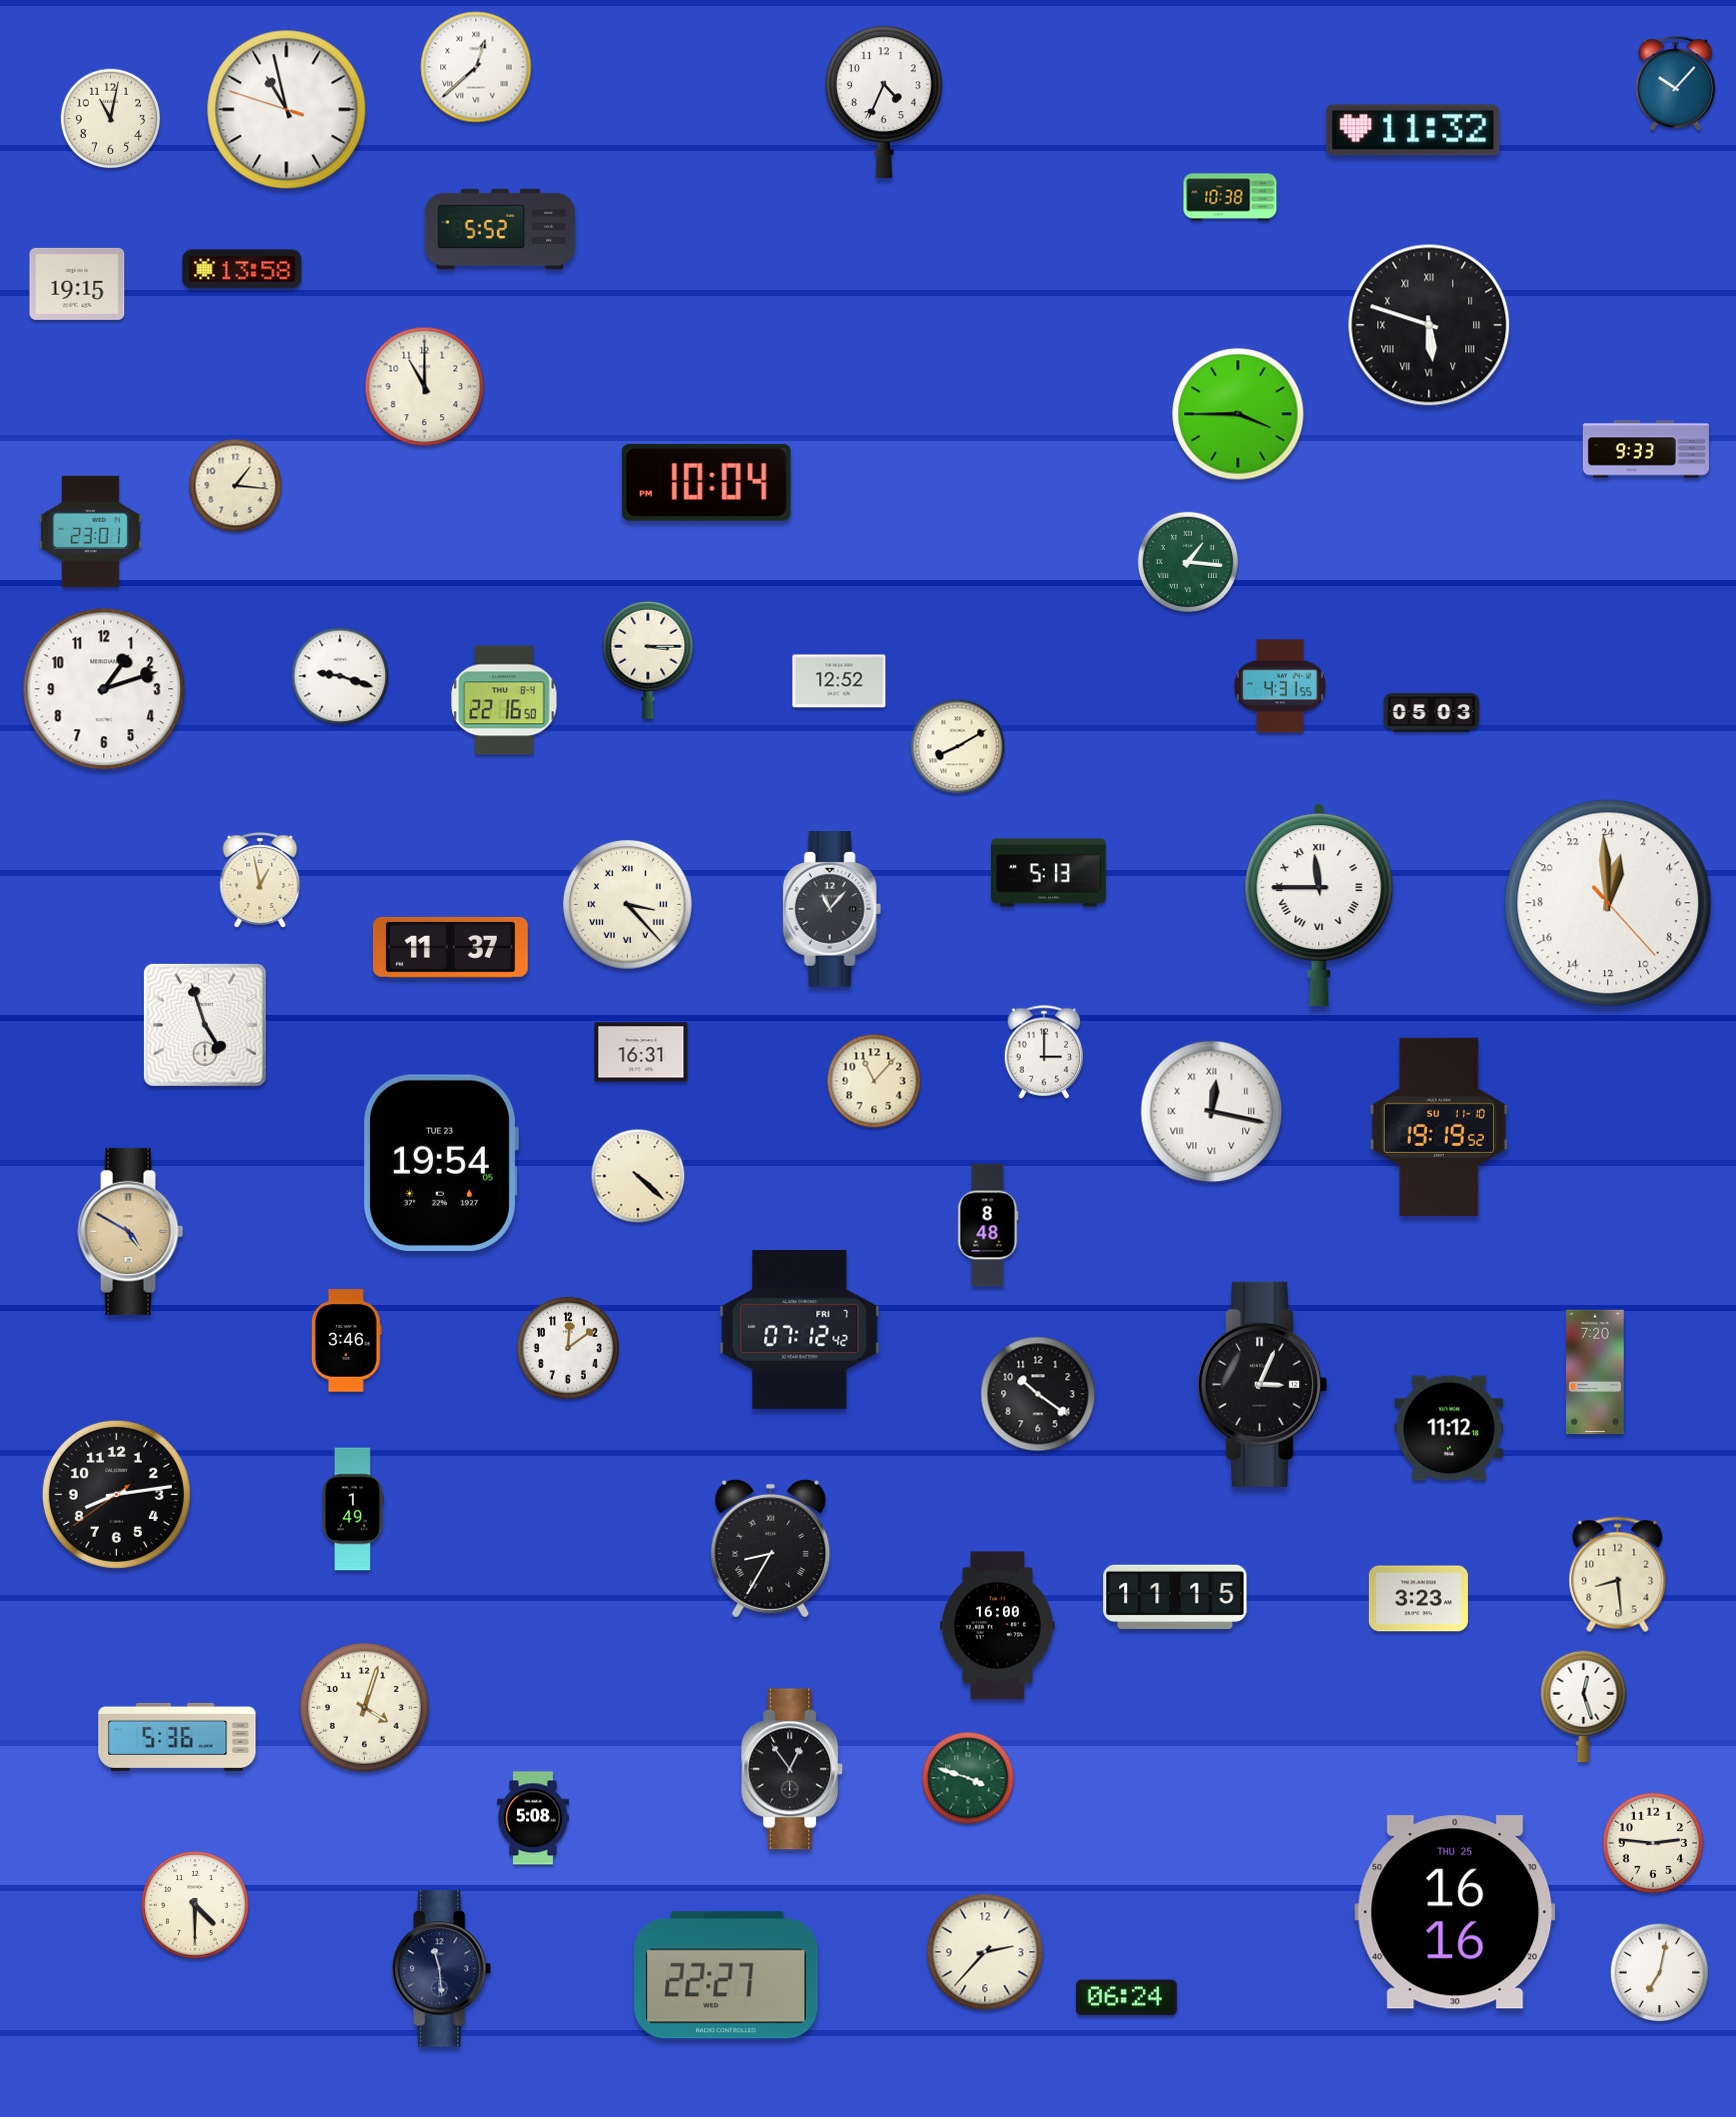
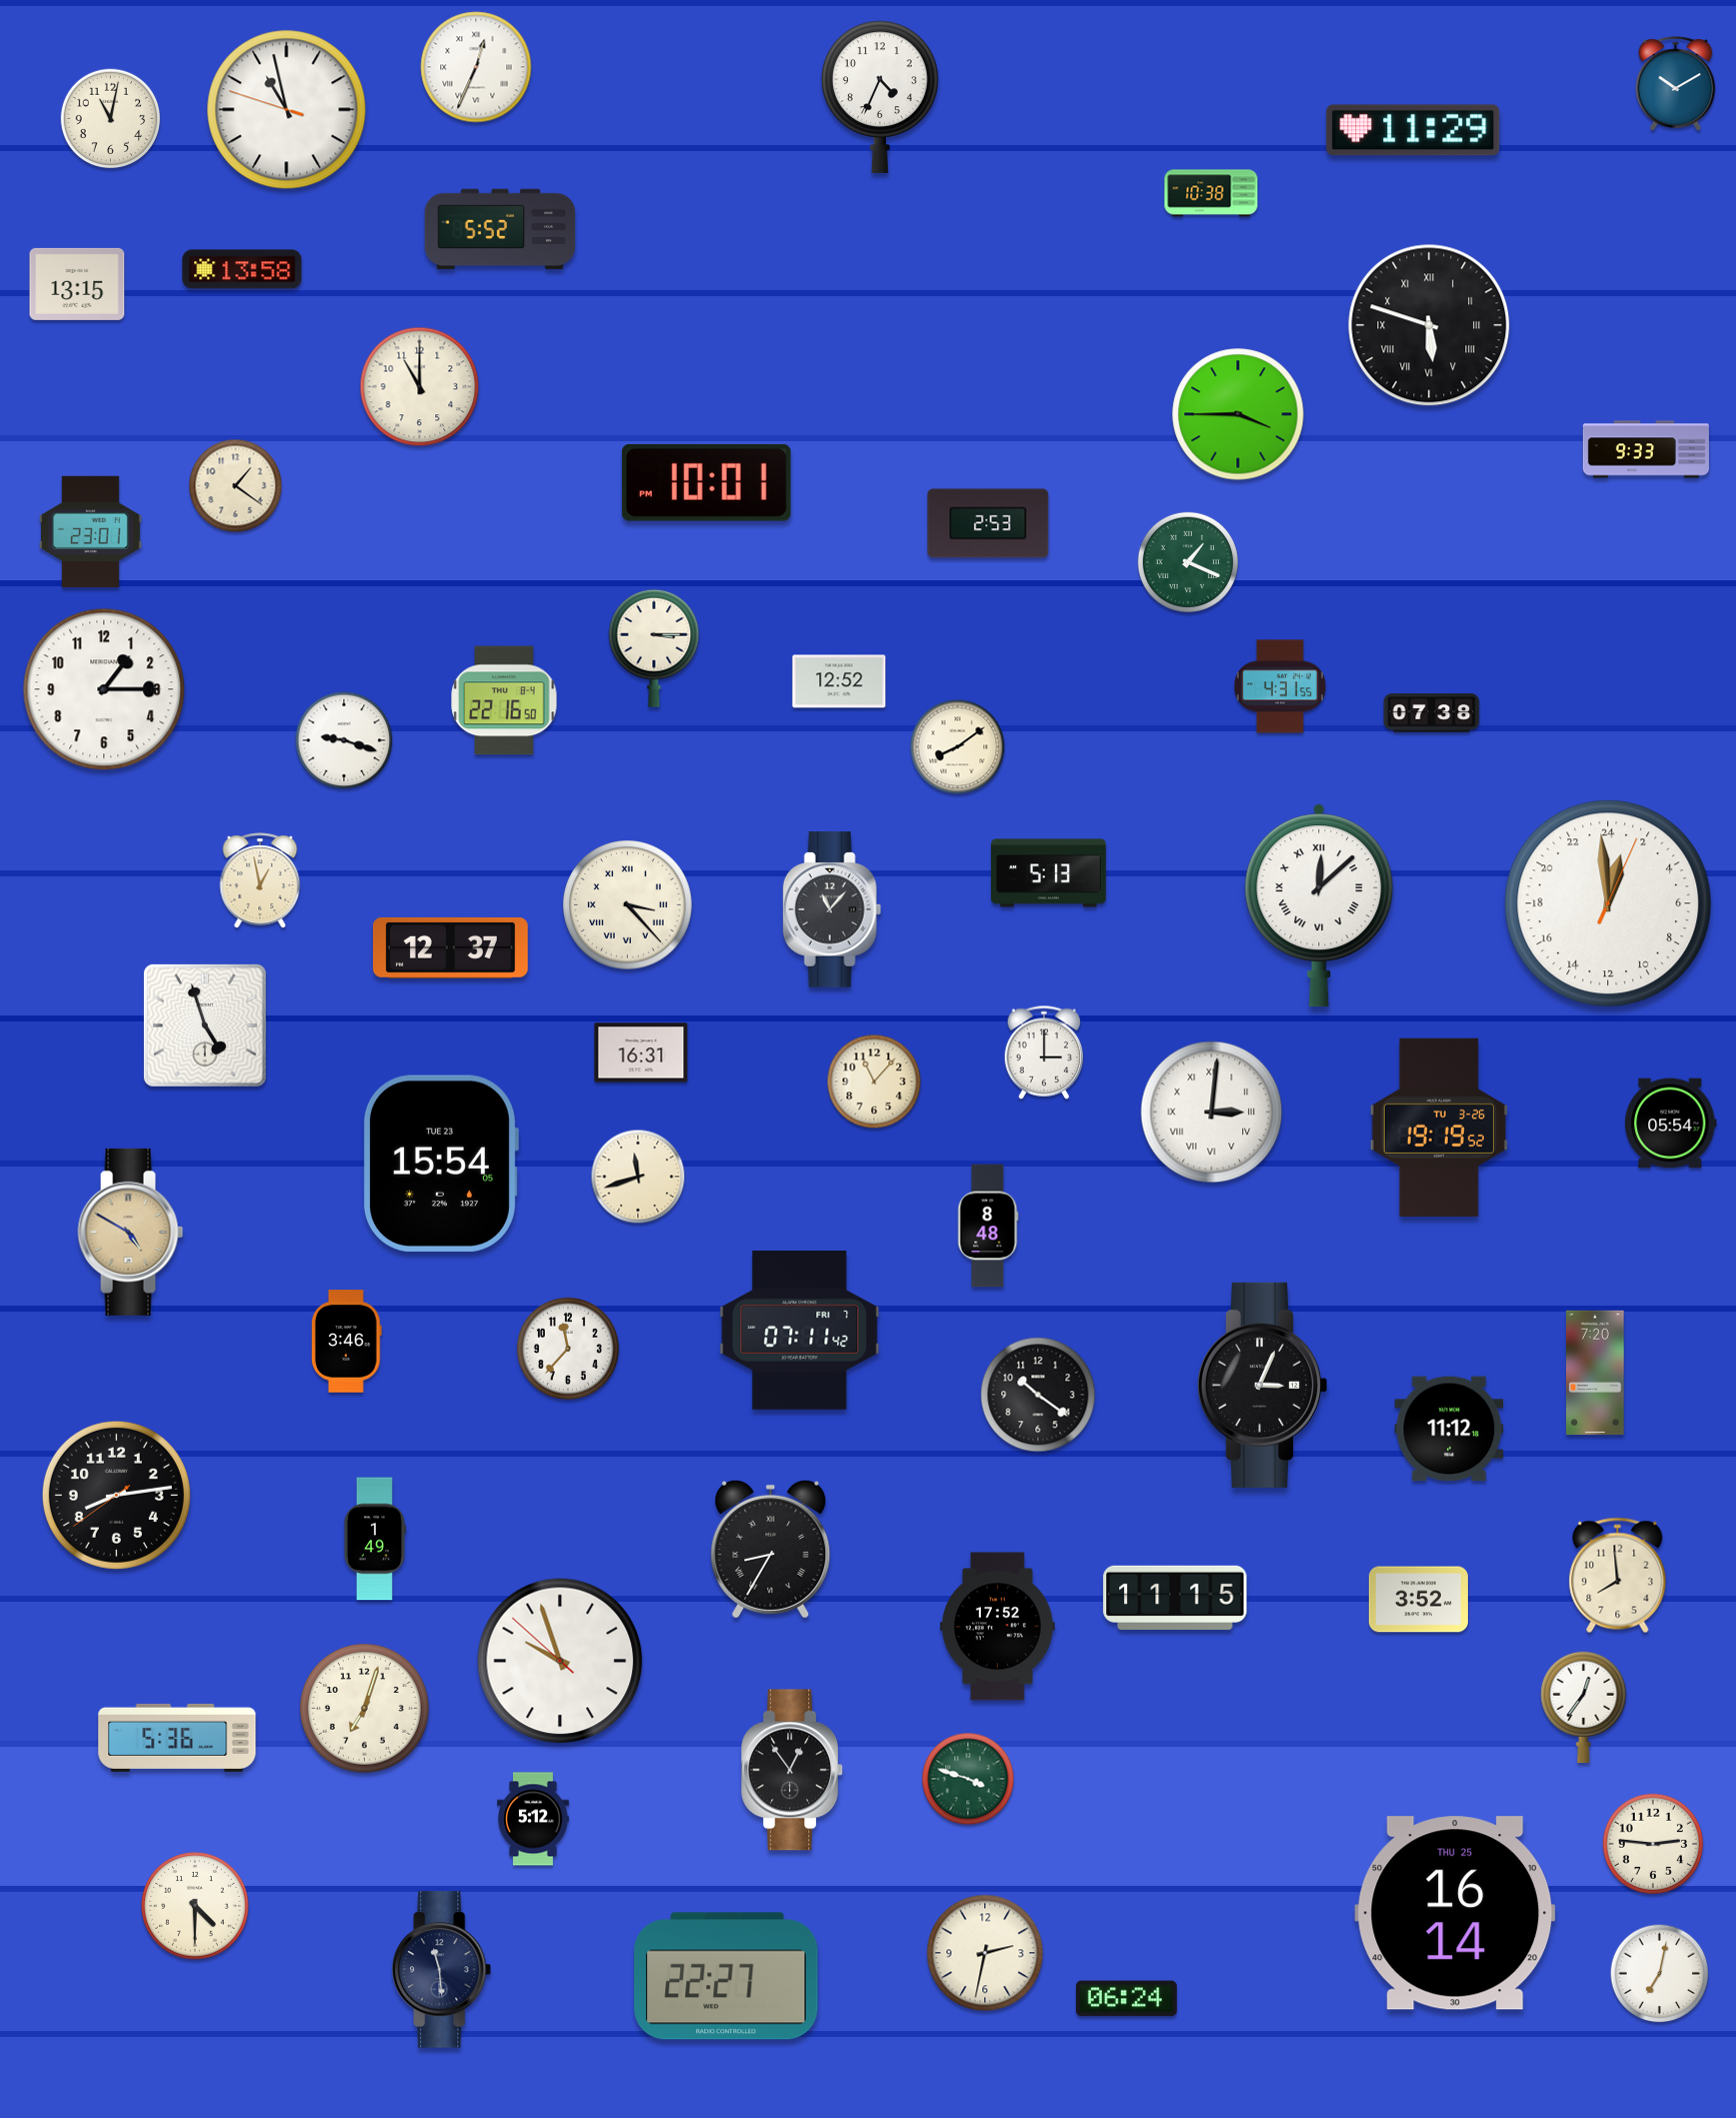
clock at (476, 67): 12:38 -> 12:34
clock at (1676, 84): 10:07 -> 10:10
clock at (884, 102) position: (884, 102) -> (880, 97)
clock at (1413, 130): 11:32 -> 11:29
clock at (1230, 197) position: (1230, 197) -> (1211, 193)
clock at (77, 284): 19:15 -> 13:15
clock at (425, 387) position: (425, 387) -> (420, 387)
clock at (706, 482): 10:04 -> 10:01
clock at (236, 486): 1:16 -> 1:21
clock at (988, 523): none -> 2:53
clock at (1187, 561): 1:16 -> 1:19
clock at (648, 660) position: (648, 660) -> (654, 648)
clock at (340, 676) position: (340, 676) -> (344, 740)
clock at (104, 689): 1:12 -> 1:15
clock at (1432, 713): 05:03 -> 07:38
clock at (958, 747): 8:10 -> 8:09
clock at (1608, 903): 0:59:23 -> 0:59:04
clock at (1319, 905): 11:45 -> 12:08
clock at (450, 947): 11:37 -> 12:37
clock at (1212, 1112): 12:17 -> 3:01
clock at (1671, 1124): none -> 05:54
clock at (1439, 1127) date: SU 11-10 -> TU 3-26
clock at (440, 1163): 19:54 -> 15:54
clock at (638, 1176): 4:22 -> 11:42
clock at (800, 1329): 07:12 -> 07:11
clock at (568, 1348): 12:09 -> 11:37
clock at (352, 1509) position: (352, 1509) -> (374, 1539)
clock at (1618, 1575): 8:29 -> 7:59
clock at (1418, 1599): 3:23 -> 3:52
clock at (997, 1626): 16:00 -> 17:52
clock at (560, 1661): none -> 9:56
clock at (1584, 1706): 12:27 -> 12:36
clock at (365, 1708): 4:03 -> 7:03
clock at (534, 1818): 5:08 -> 5:12
clock at (1455, 1912): 16:16 -> 16:14
clock at (985, 1952): 2:37 -> 2:32
